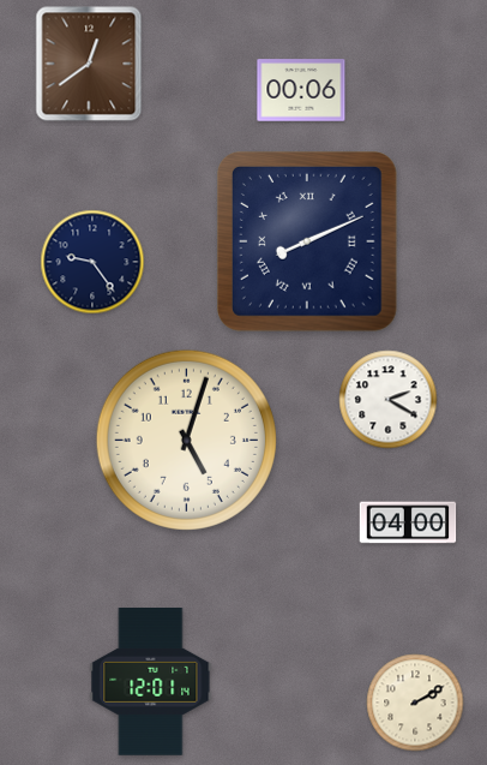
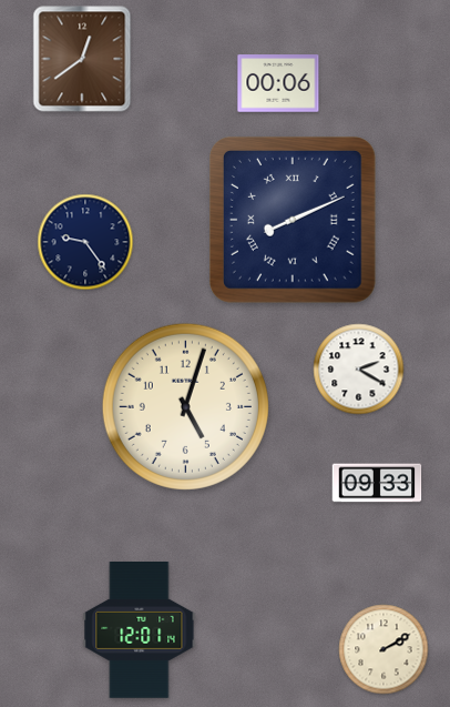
clock at (308, 243) position: (308, 243) -> (294, 221)
clock at (186, 440) position: (186, 440) -> (185, 406)
clock at (408, 522): 04:00 -> 09:33
